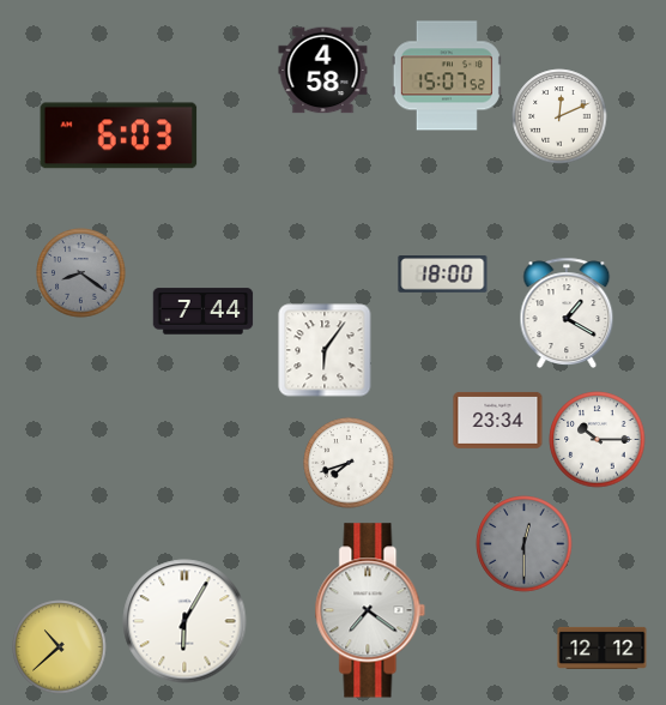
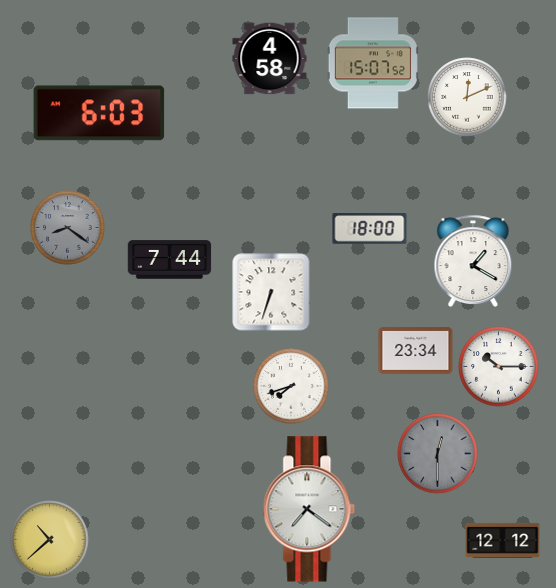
clock at (325, 350): 6:06 -> 6:33
clock at (184, 621): 6:05 -> none
